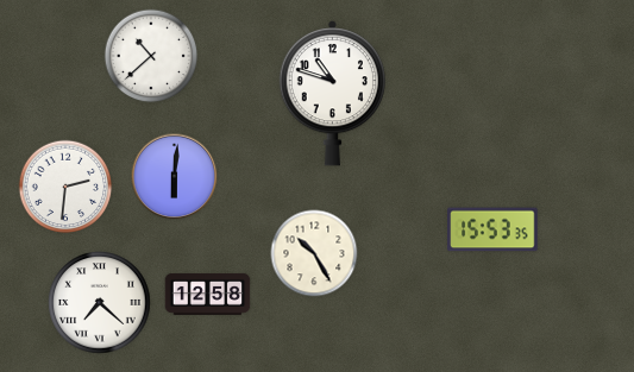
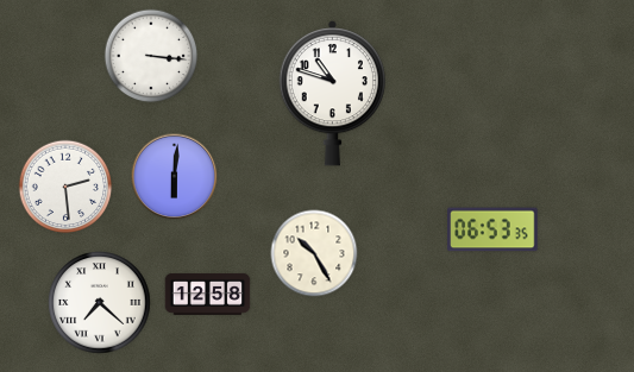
clock at (151, 56): 10:38 -> 3:16
clock at (65, 187): 2:31 -> 2:29
clock at (492, 229): 15:53 -> 06:53
